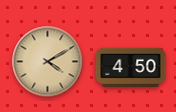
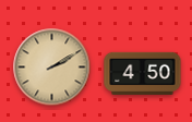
clock at (48, 62): 4:10 -> 2:10
